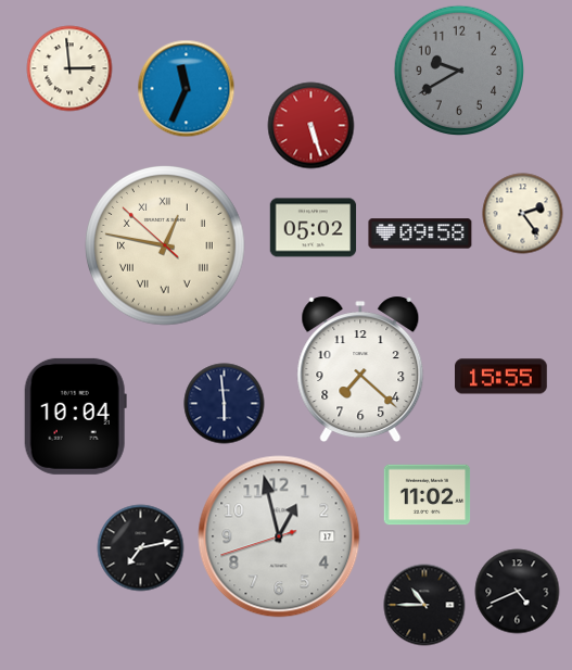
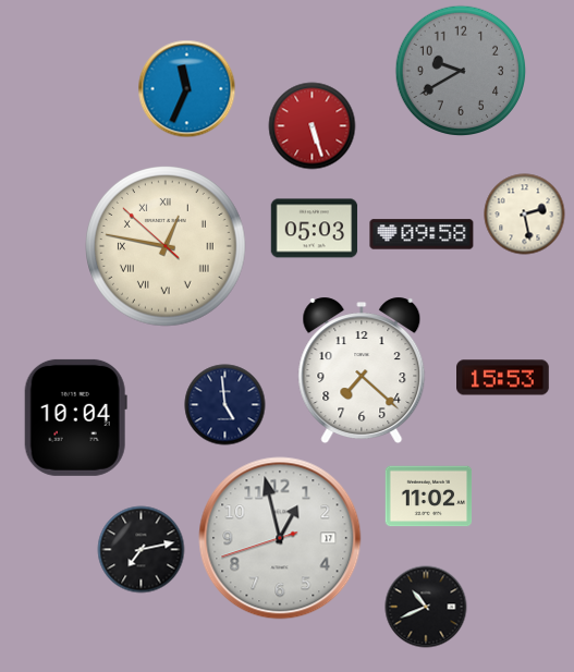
clock at (69, 68): 2:59 -> none
clock at (523, 214): 2:24 -> 2:28
clock at (314, 228): 05:02 -> 05:03
clock at (501, 377): 15:55 -> 15:53
clock at (225, 404): 5:59 -> 4:59
clock at (518, 592): 4:41 -> none
clock at (424, 605): 10:45 -> 10:41
